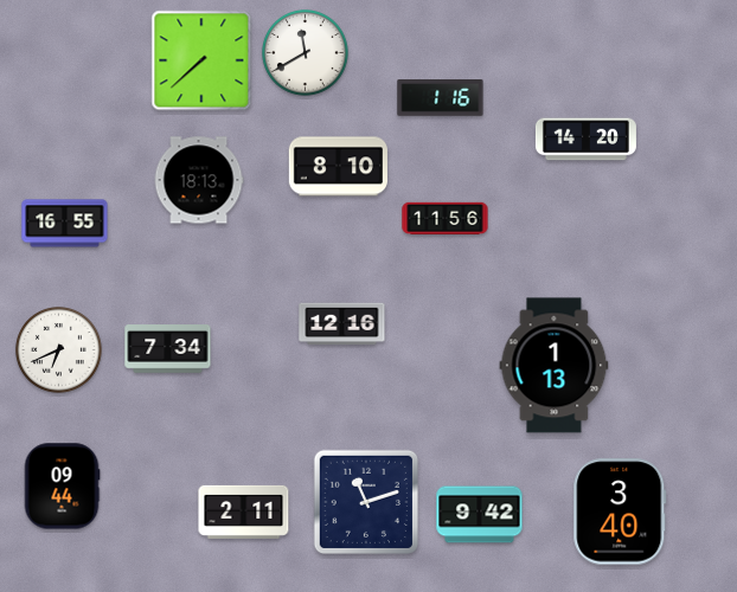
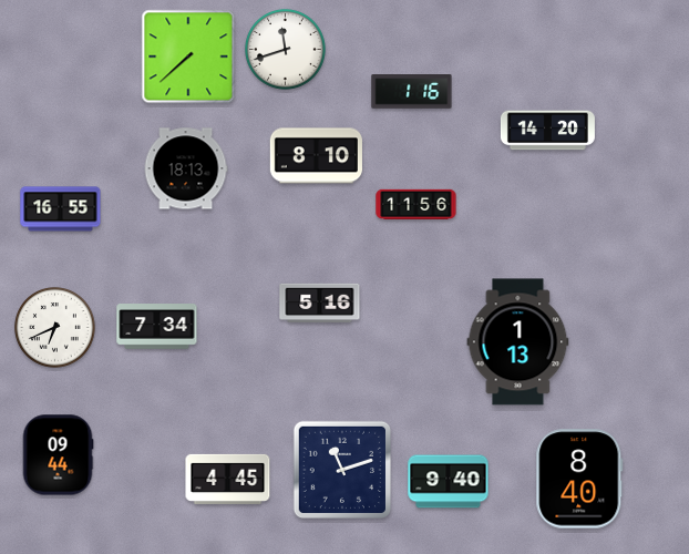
clock at (306, 53): 11:40 -> 11:42
clock at (342, 324): 12:16 -> 5:16
clock at (244, 511): 2:11 -> 4:45
clock at (620, 511): 3:40 -> 8:40
clock at (480, 515): 9:42 -> 9:40
